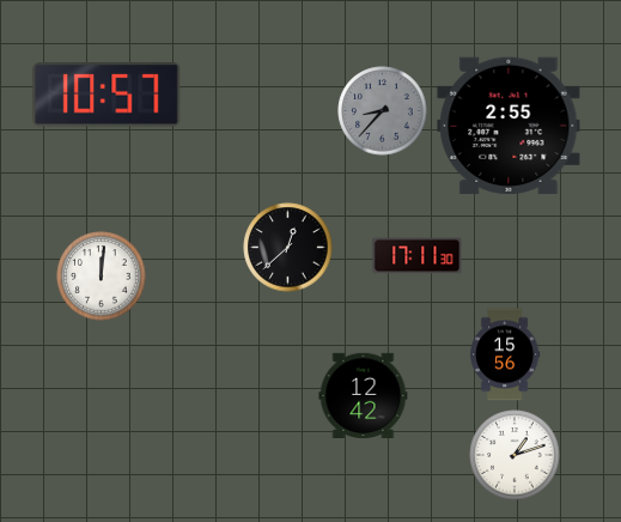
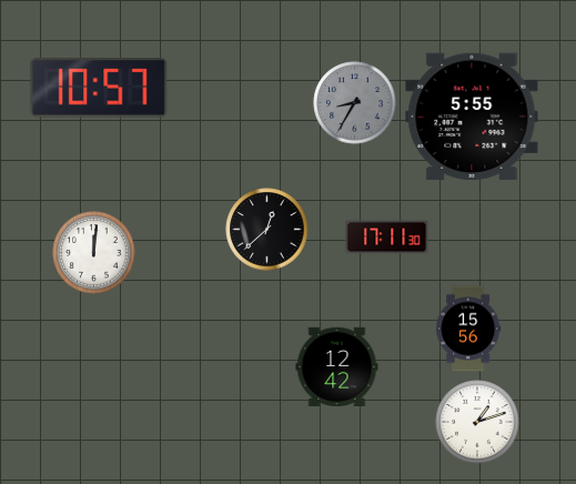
clock at (383, 111): 8:37 -> 8:35
clock at (509, 126): 2:55 -> 5:55
clock at (102, 277) position: (102, 277) -> (94, 253)
